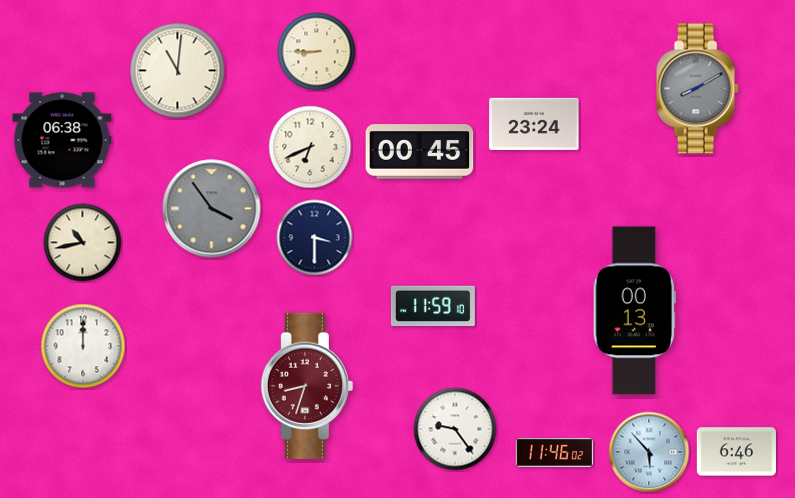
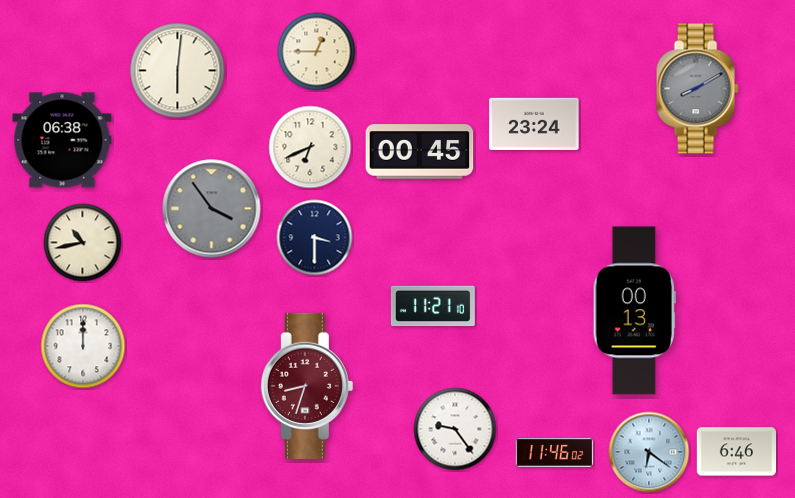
clock at (317, 52): 8:45 -> 12:45
clock at (178, 71): 11:01 -> 6:01
clock at (433, 306): 11:59 -> 11:21
clock at (649, 452): 5:53 -> 6:21
